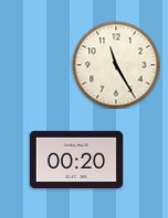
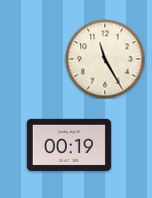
clock at (76, 160): 00:20 -> 00:19
